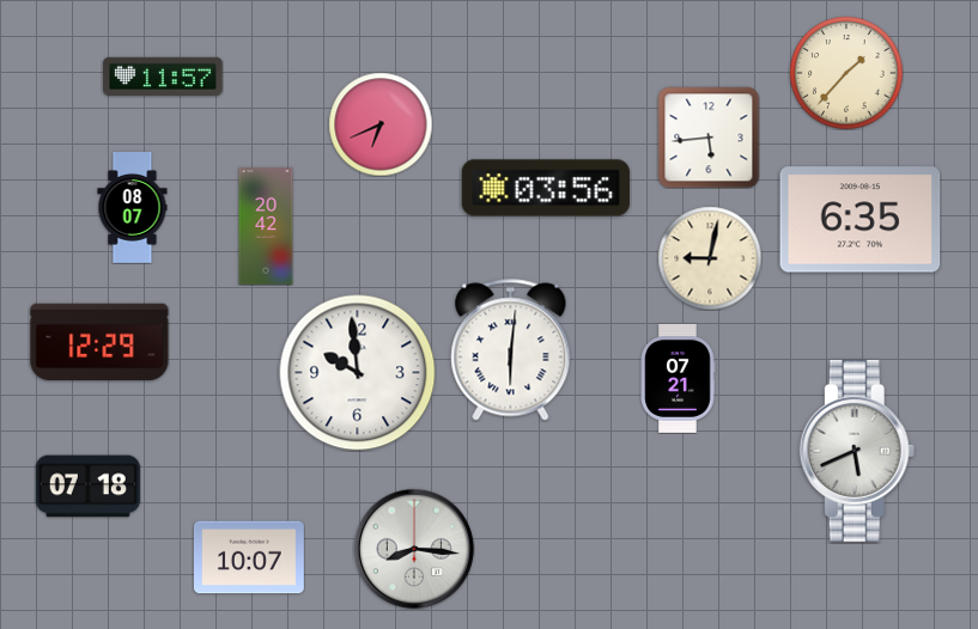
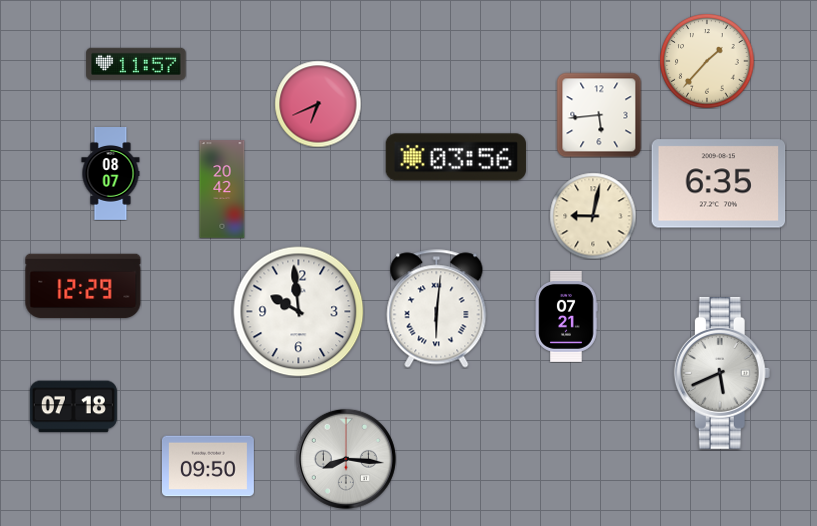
clock at (709, 138) position: (709, 138) -> (599, 115)
clock at (511, 350) position: (511, 350) -> (437, 309)
clock at (857, 451) position: (857, 451) -> (722, 373)
clock at (249, 557): 10:07 -> 09:50
